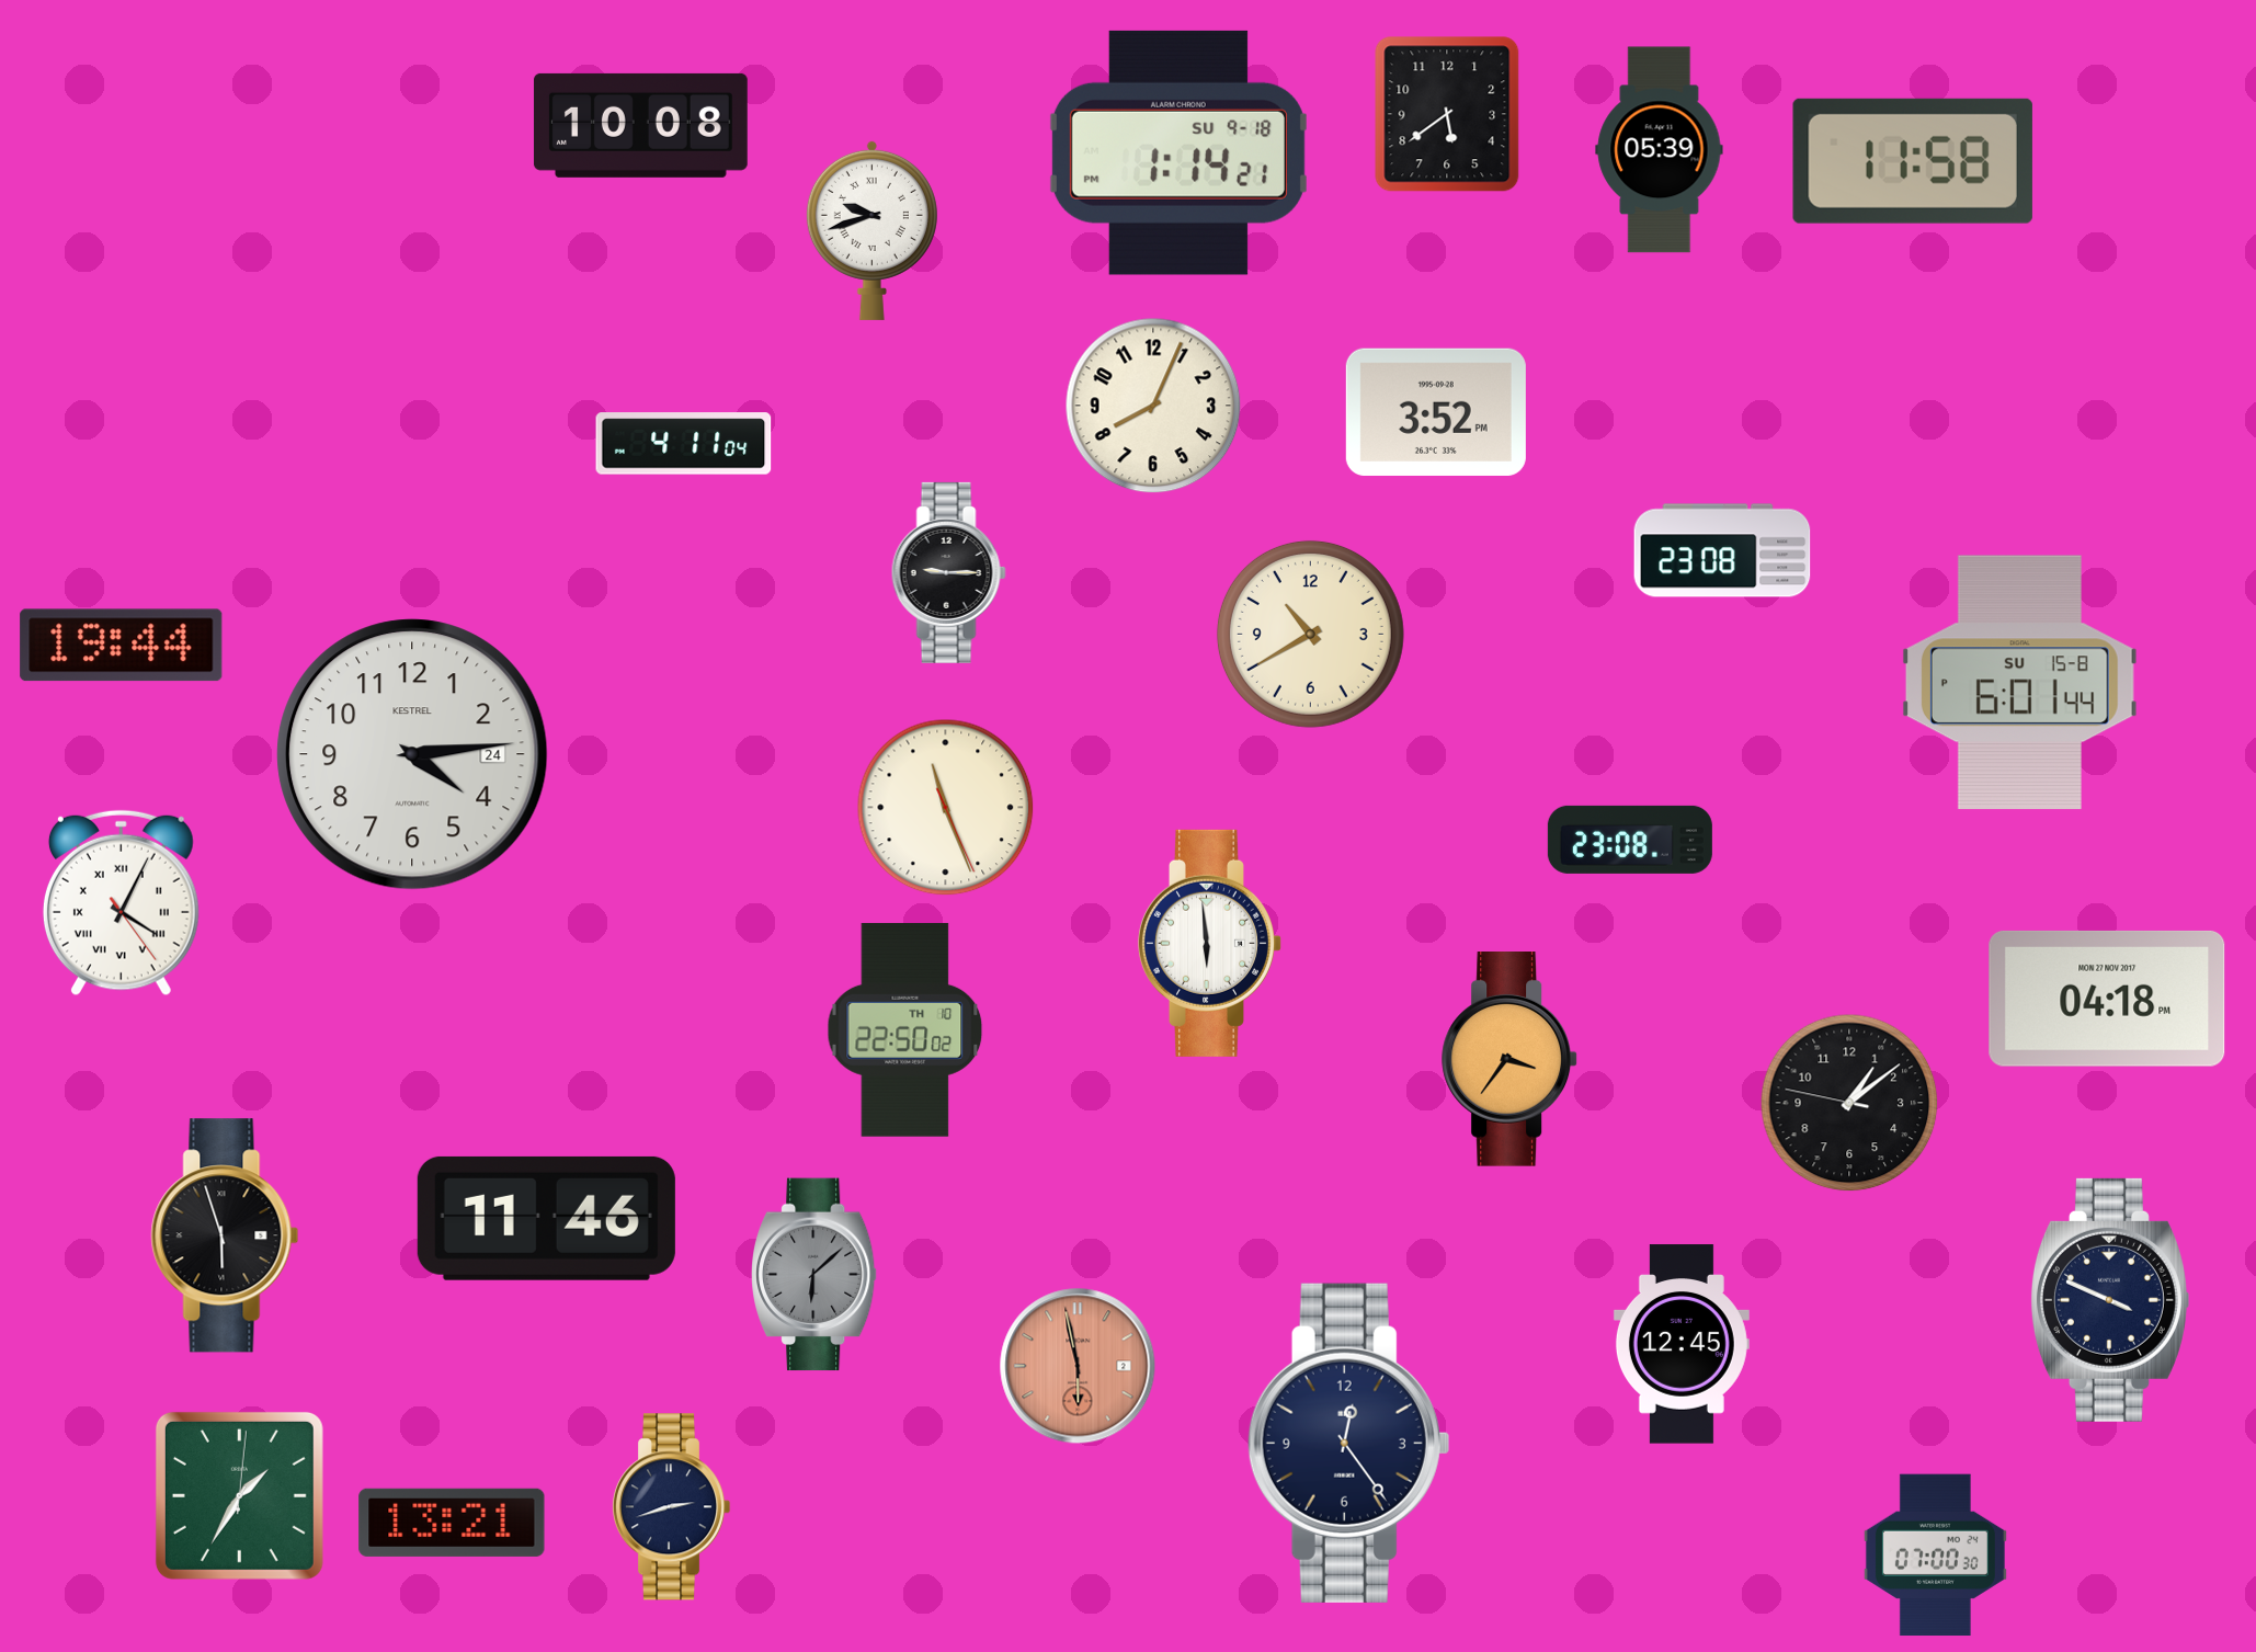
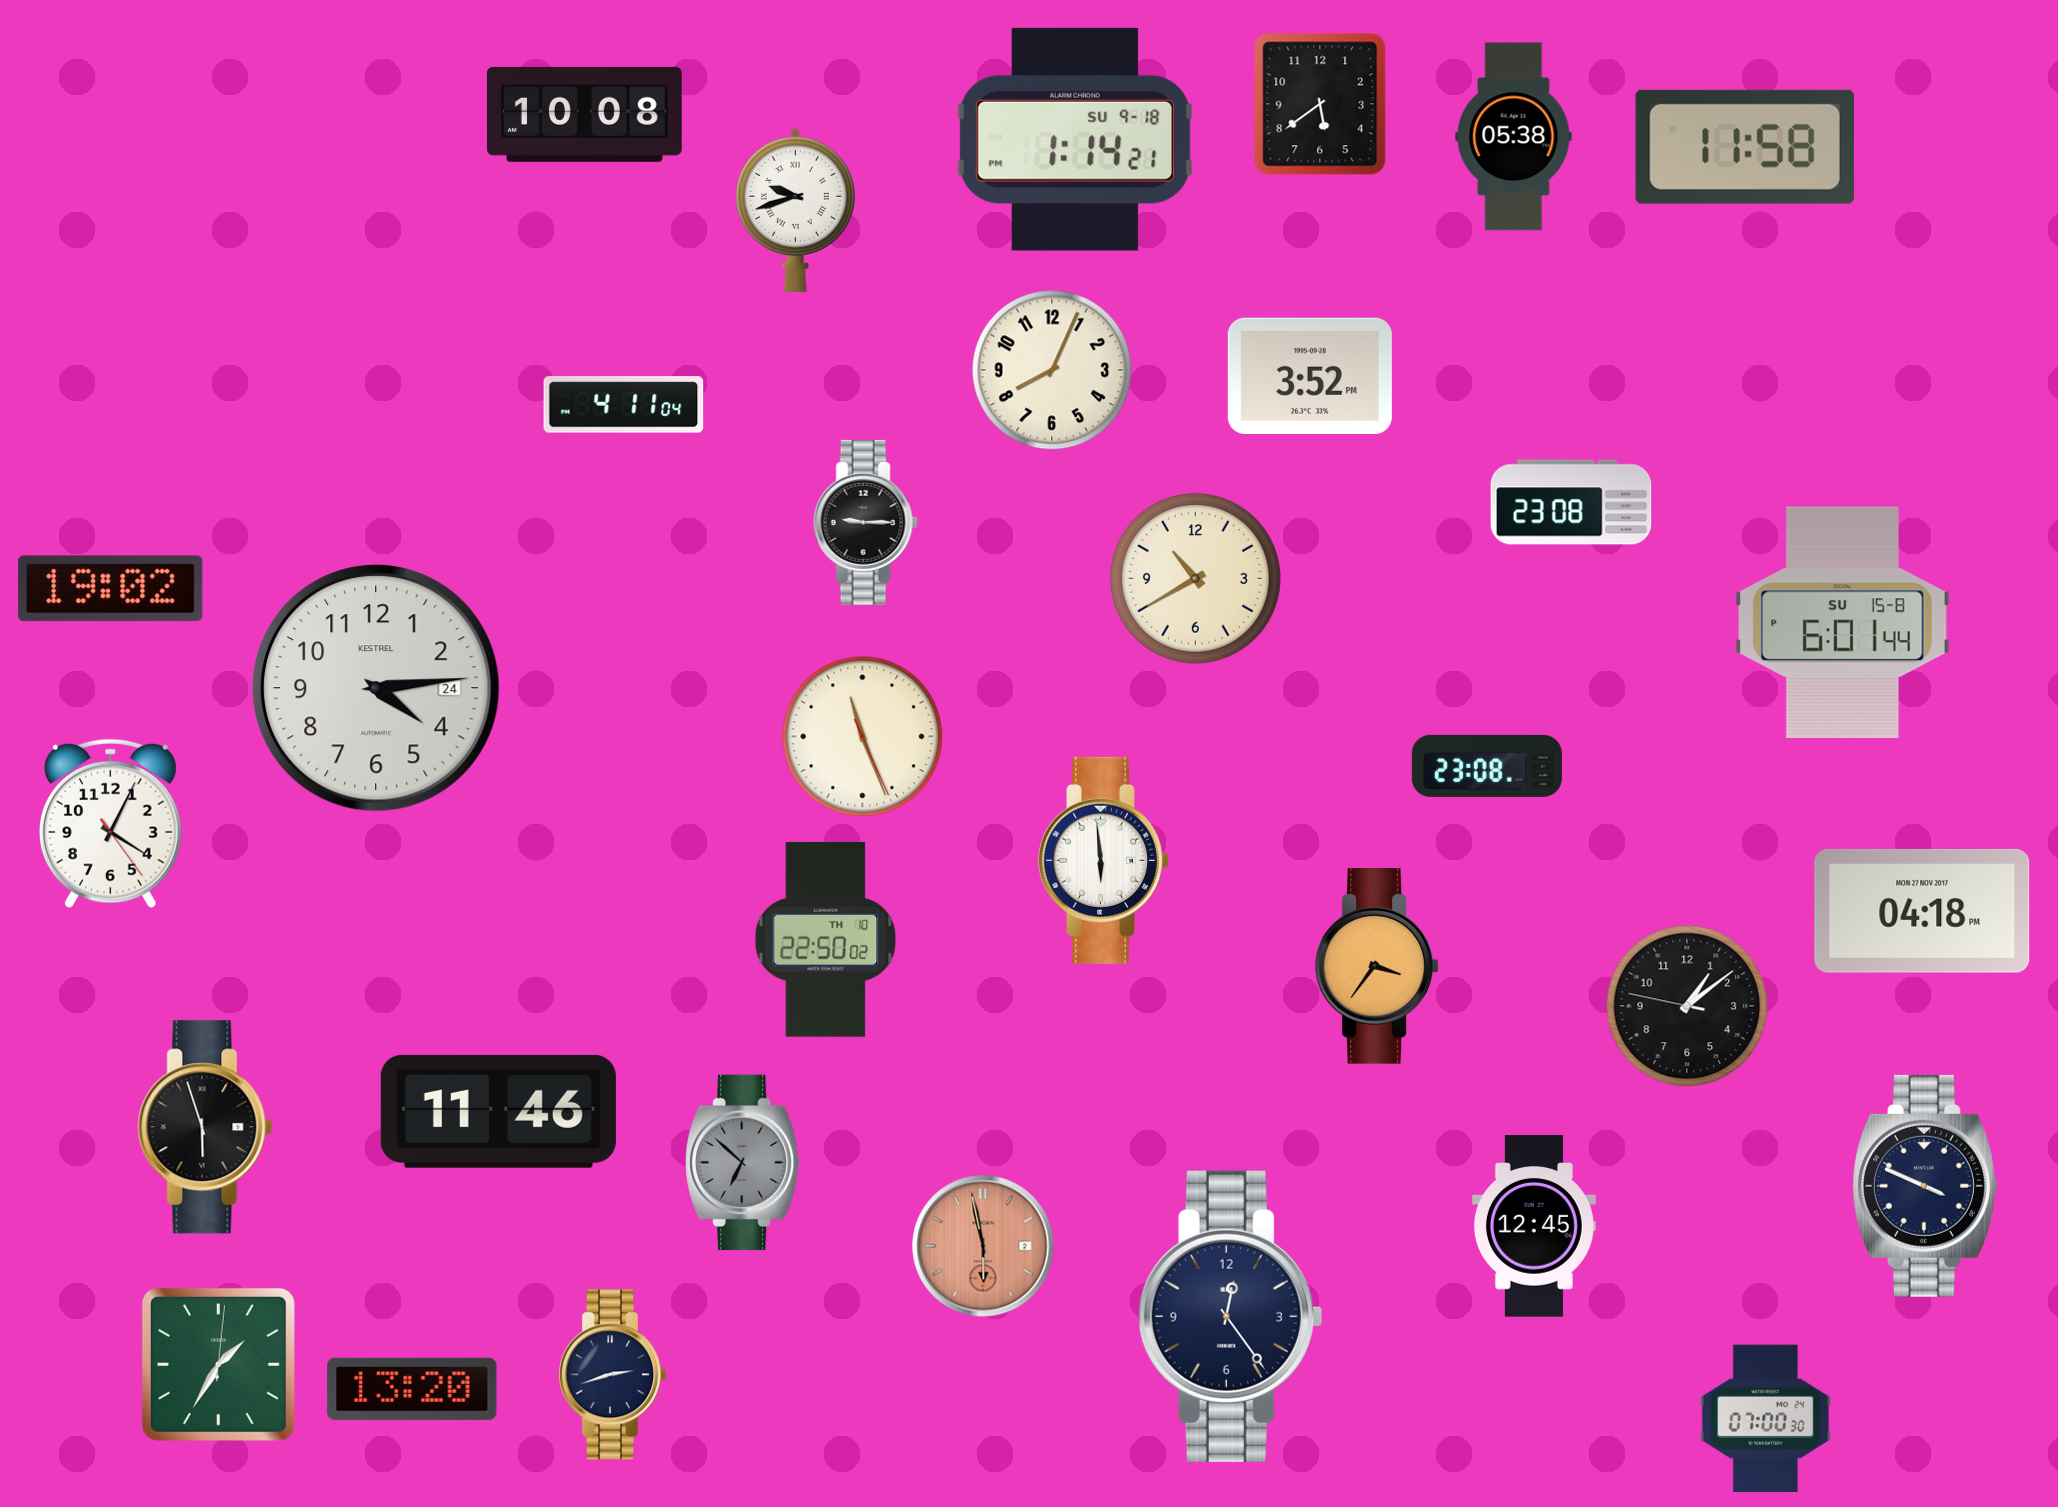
clock at (1660, 150): 05:39 -> 05:38
clock at (122, 646): 19:44 -> 19:02
clock at (121, 903) numerals: Roman -> Arabic
clock at (814, 1275): 6:08 -> 6:52
clock at (452, 1523): 13:21 -> 13:20
